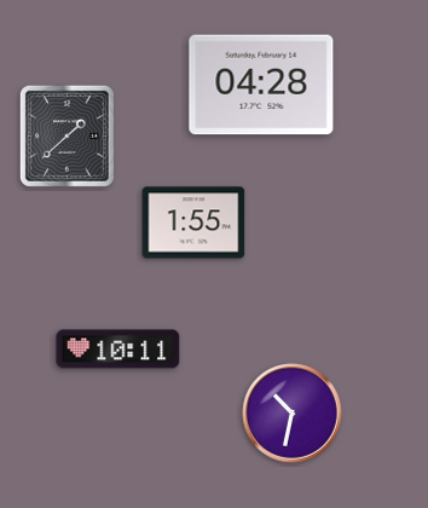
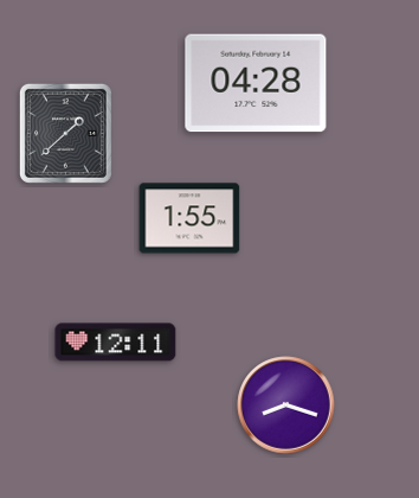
clock at (118, 350): 10:11 -> 12:11
clock at (293, 414): 10:32 -> 8:18
